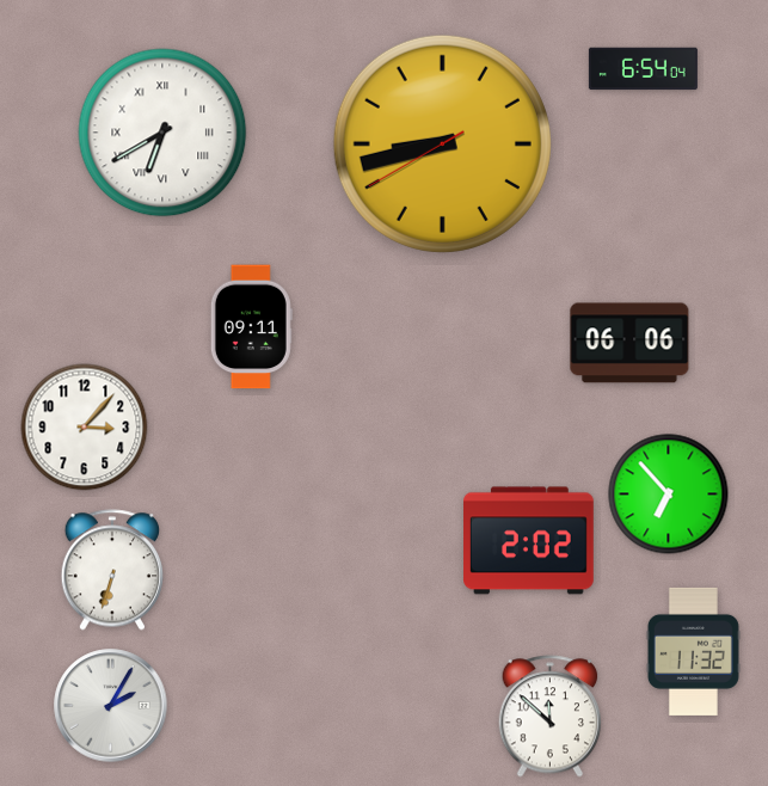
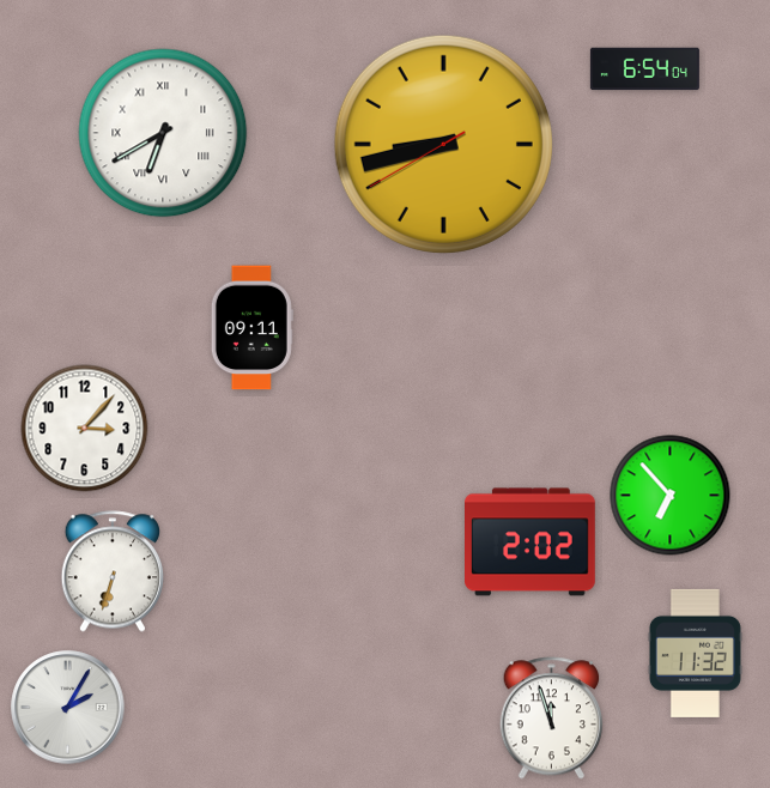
clock at (629, 343): 06:06 -> none
clock at (111, 706) position: (111, 706) -> (68, 708)
clock at (551, 717): 11:52 -> 11:57
